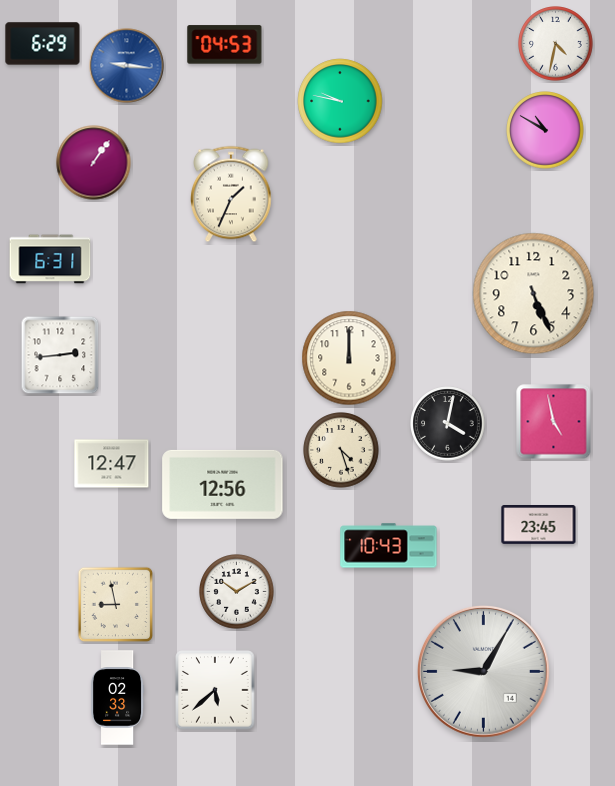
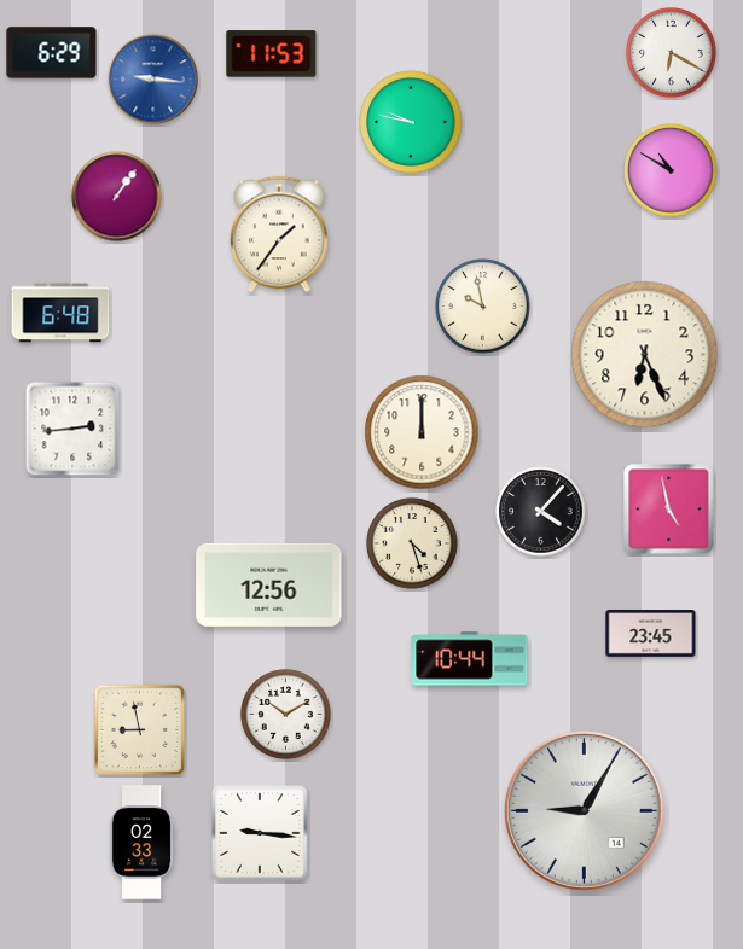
clock at (556, 44): 4:32 -> 6:20
clock at (225, 45): 04:53 -> 11:53
clock at (545, 130) position: (545, 130) -> (671, 170)
clock at (94, 163) position: (94, 163) -> (117, 197)
clock at (231, 194): 1:34 -> 1:36
clock at (483, 307): none -> 9:58
clock at (50, 259): 6:31 -> 6:48
clock at (534, 294): 5:26 -> 6:26
clock at (448, 424): 4:02 -> 4:07
clock at (112, 464): 12:47 -> none
clock at (389, 546): 10:43 -> 10:44
clock at (215, 690): 5:38 -> 9:16
